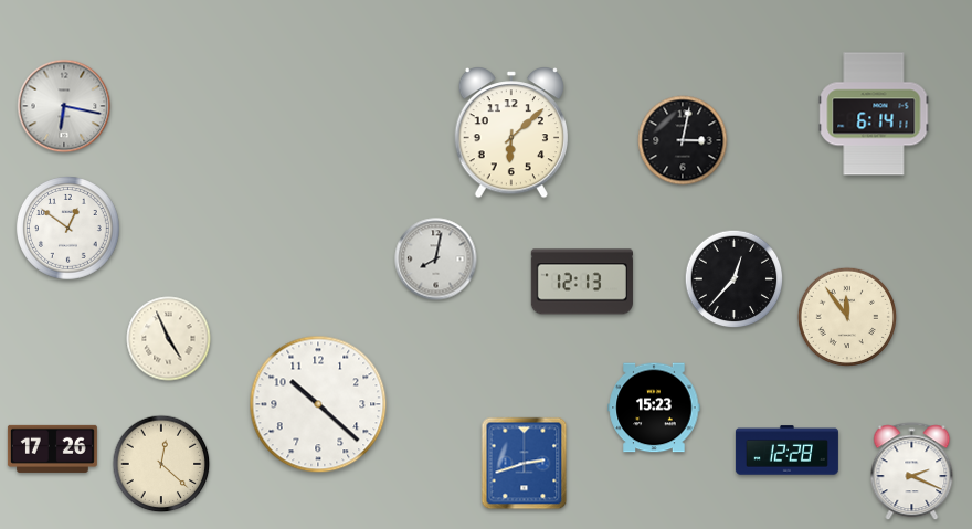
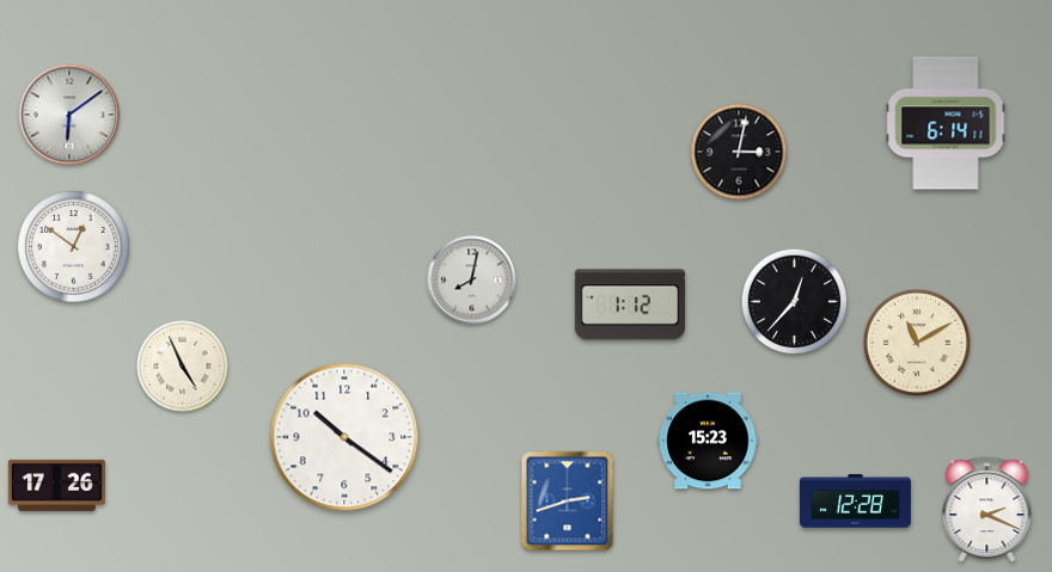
clock at (64, 106): 6:17 -> 6:09
clock at (510, 134): 6:08 -> none
clock at (582, 282): 12:13 -> 1:12
clock at (846, 316): 11:54 -> 11:10
clock at (318, 404): 10:22 -> 10:21
clock at (786, 451) position: (786, 451) -> (855, 502)
clock at (161, 464): 12:22 -> none
